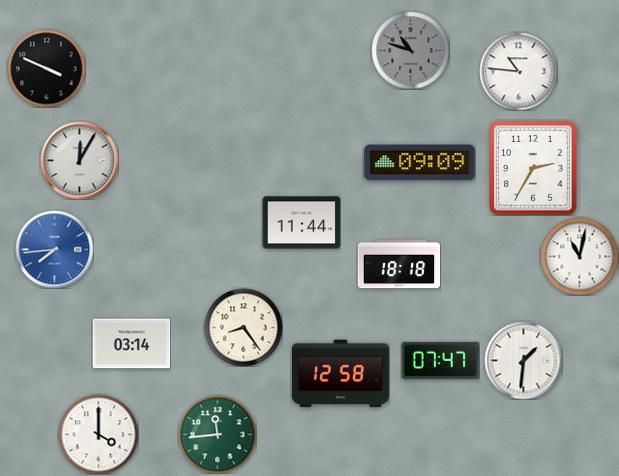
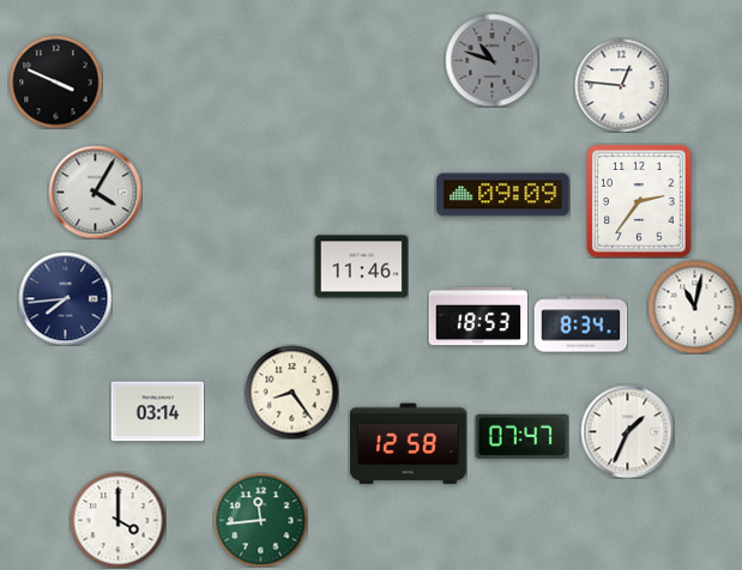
clock at (518, 71): 10:46 -> 12:46
clock at (79, 160): 12:05 -> 4:05
clock at (533, 168): 2:35 -> 2:36
clock at (301, 223): 11:44 -> 11:46
clock at (54, 249) dial: blue -> navy
clock at (399, 264): 18:18 -> 18:53
clock at (580, 325): none -> 8:34
clock at (440, 360) position: (440, 360) -> (521, 436)
clock at (523, 360): 1:31 -> 1:34
clock at (341, 374) position: (341, 374) -> (409, 444)
